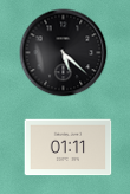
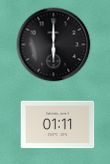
clock at (64, 53): 5:22 -> 6:00
